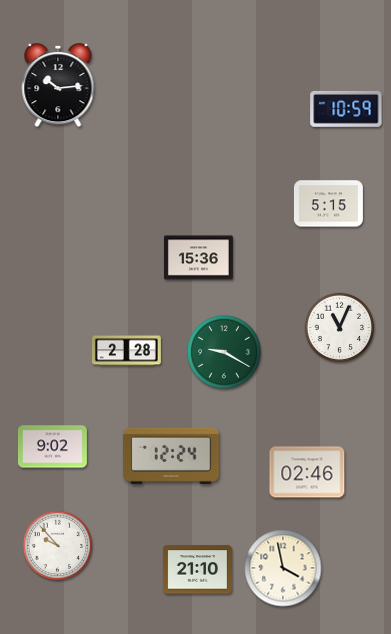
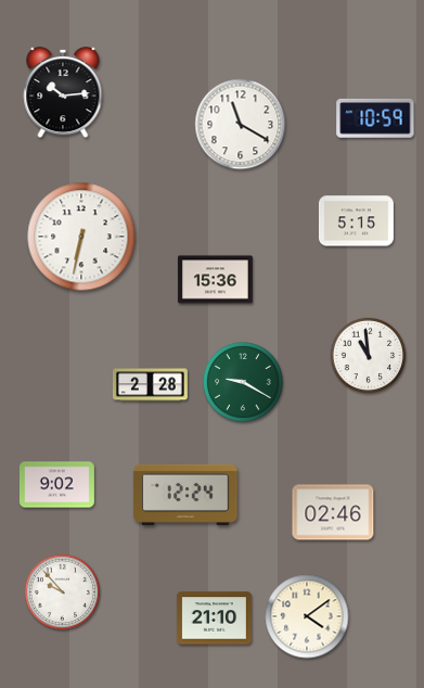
clock at (241, 125): none -> 11:20
clock at (81, 237): none -> 6:32
clock at (340, 328): 11:04 -> 10:59
clock at (126, 351) position: (126, 351) -> (150, 385)
clock at (283, 568): 3:58 -> 4:09
